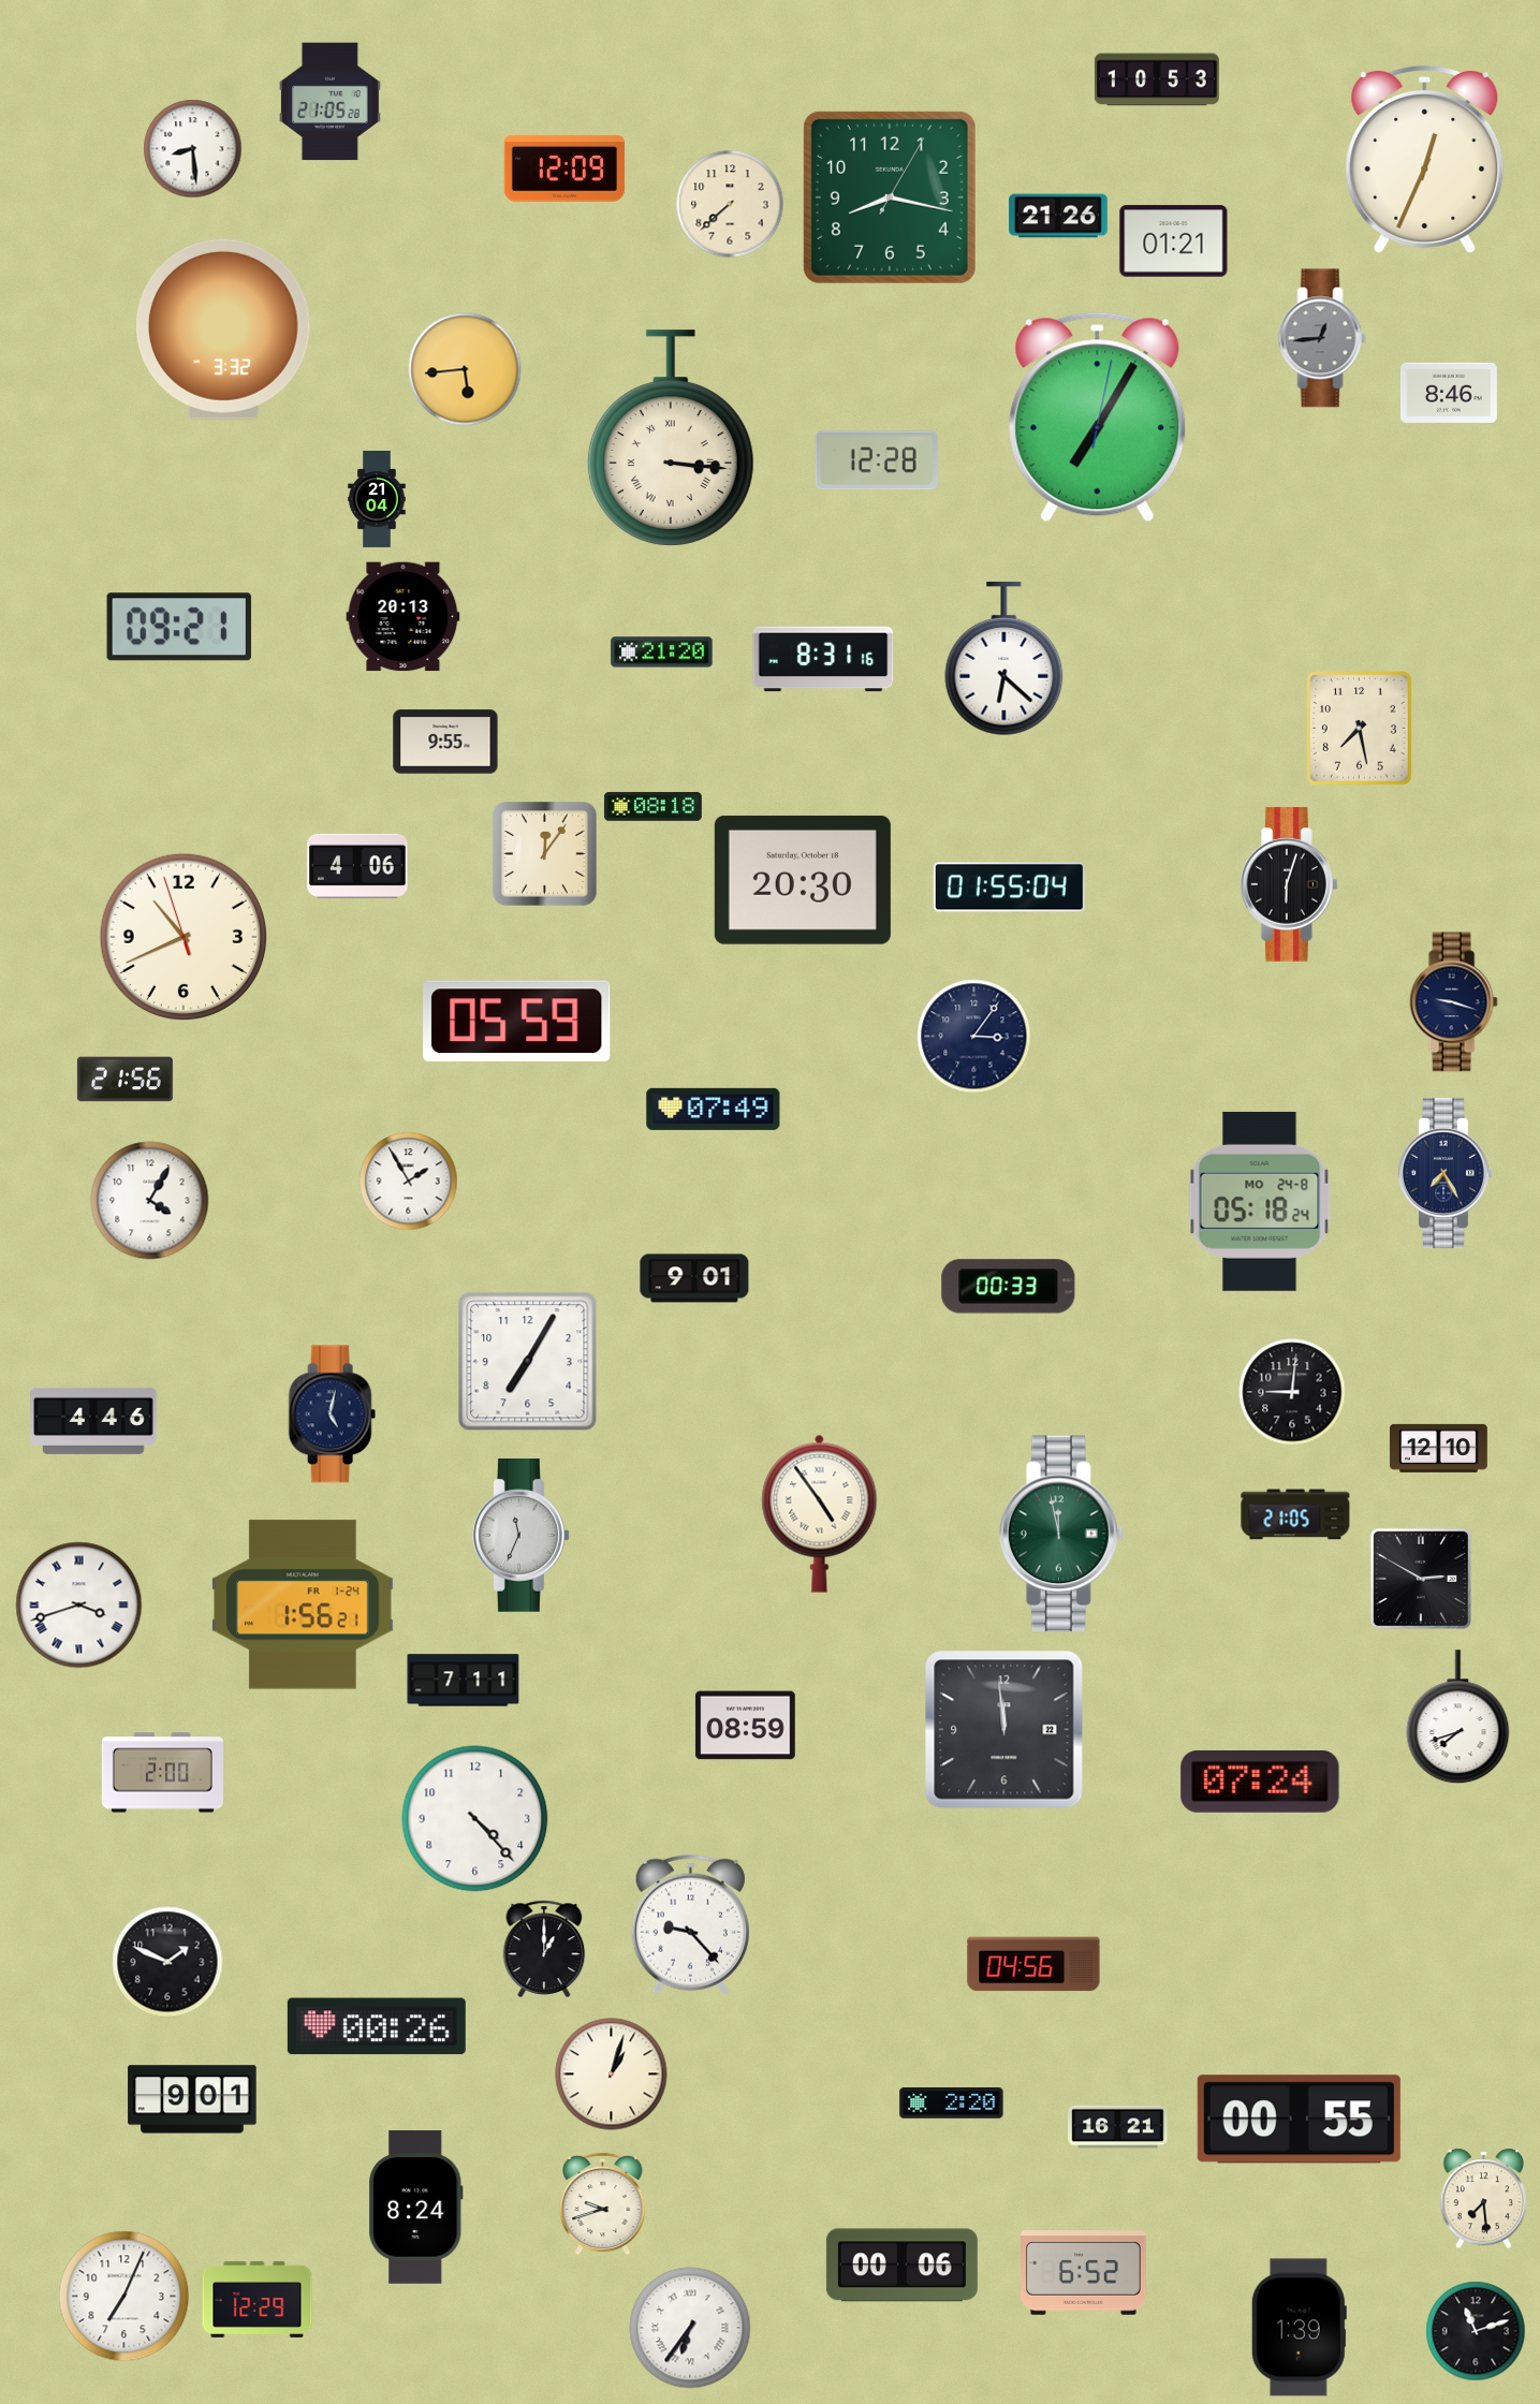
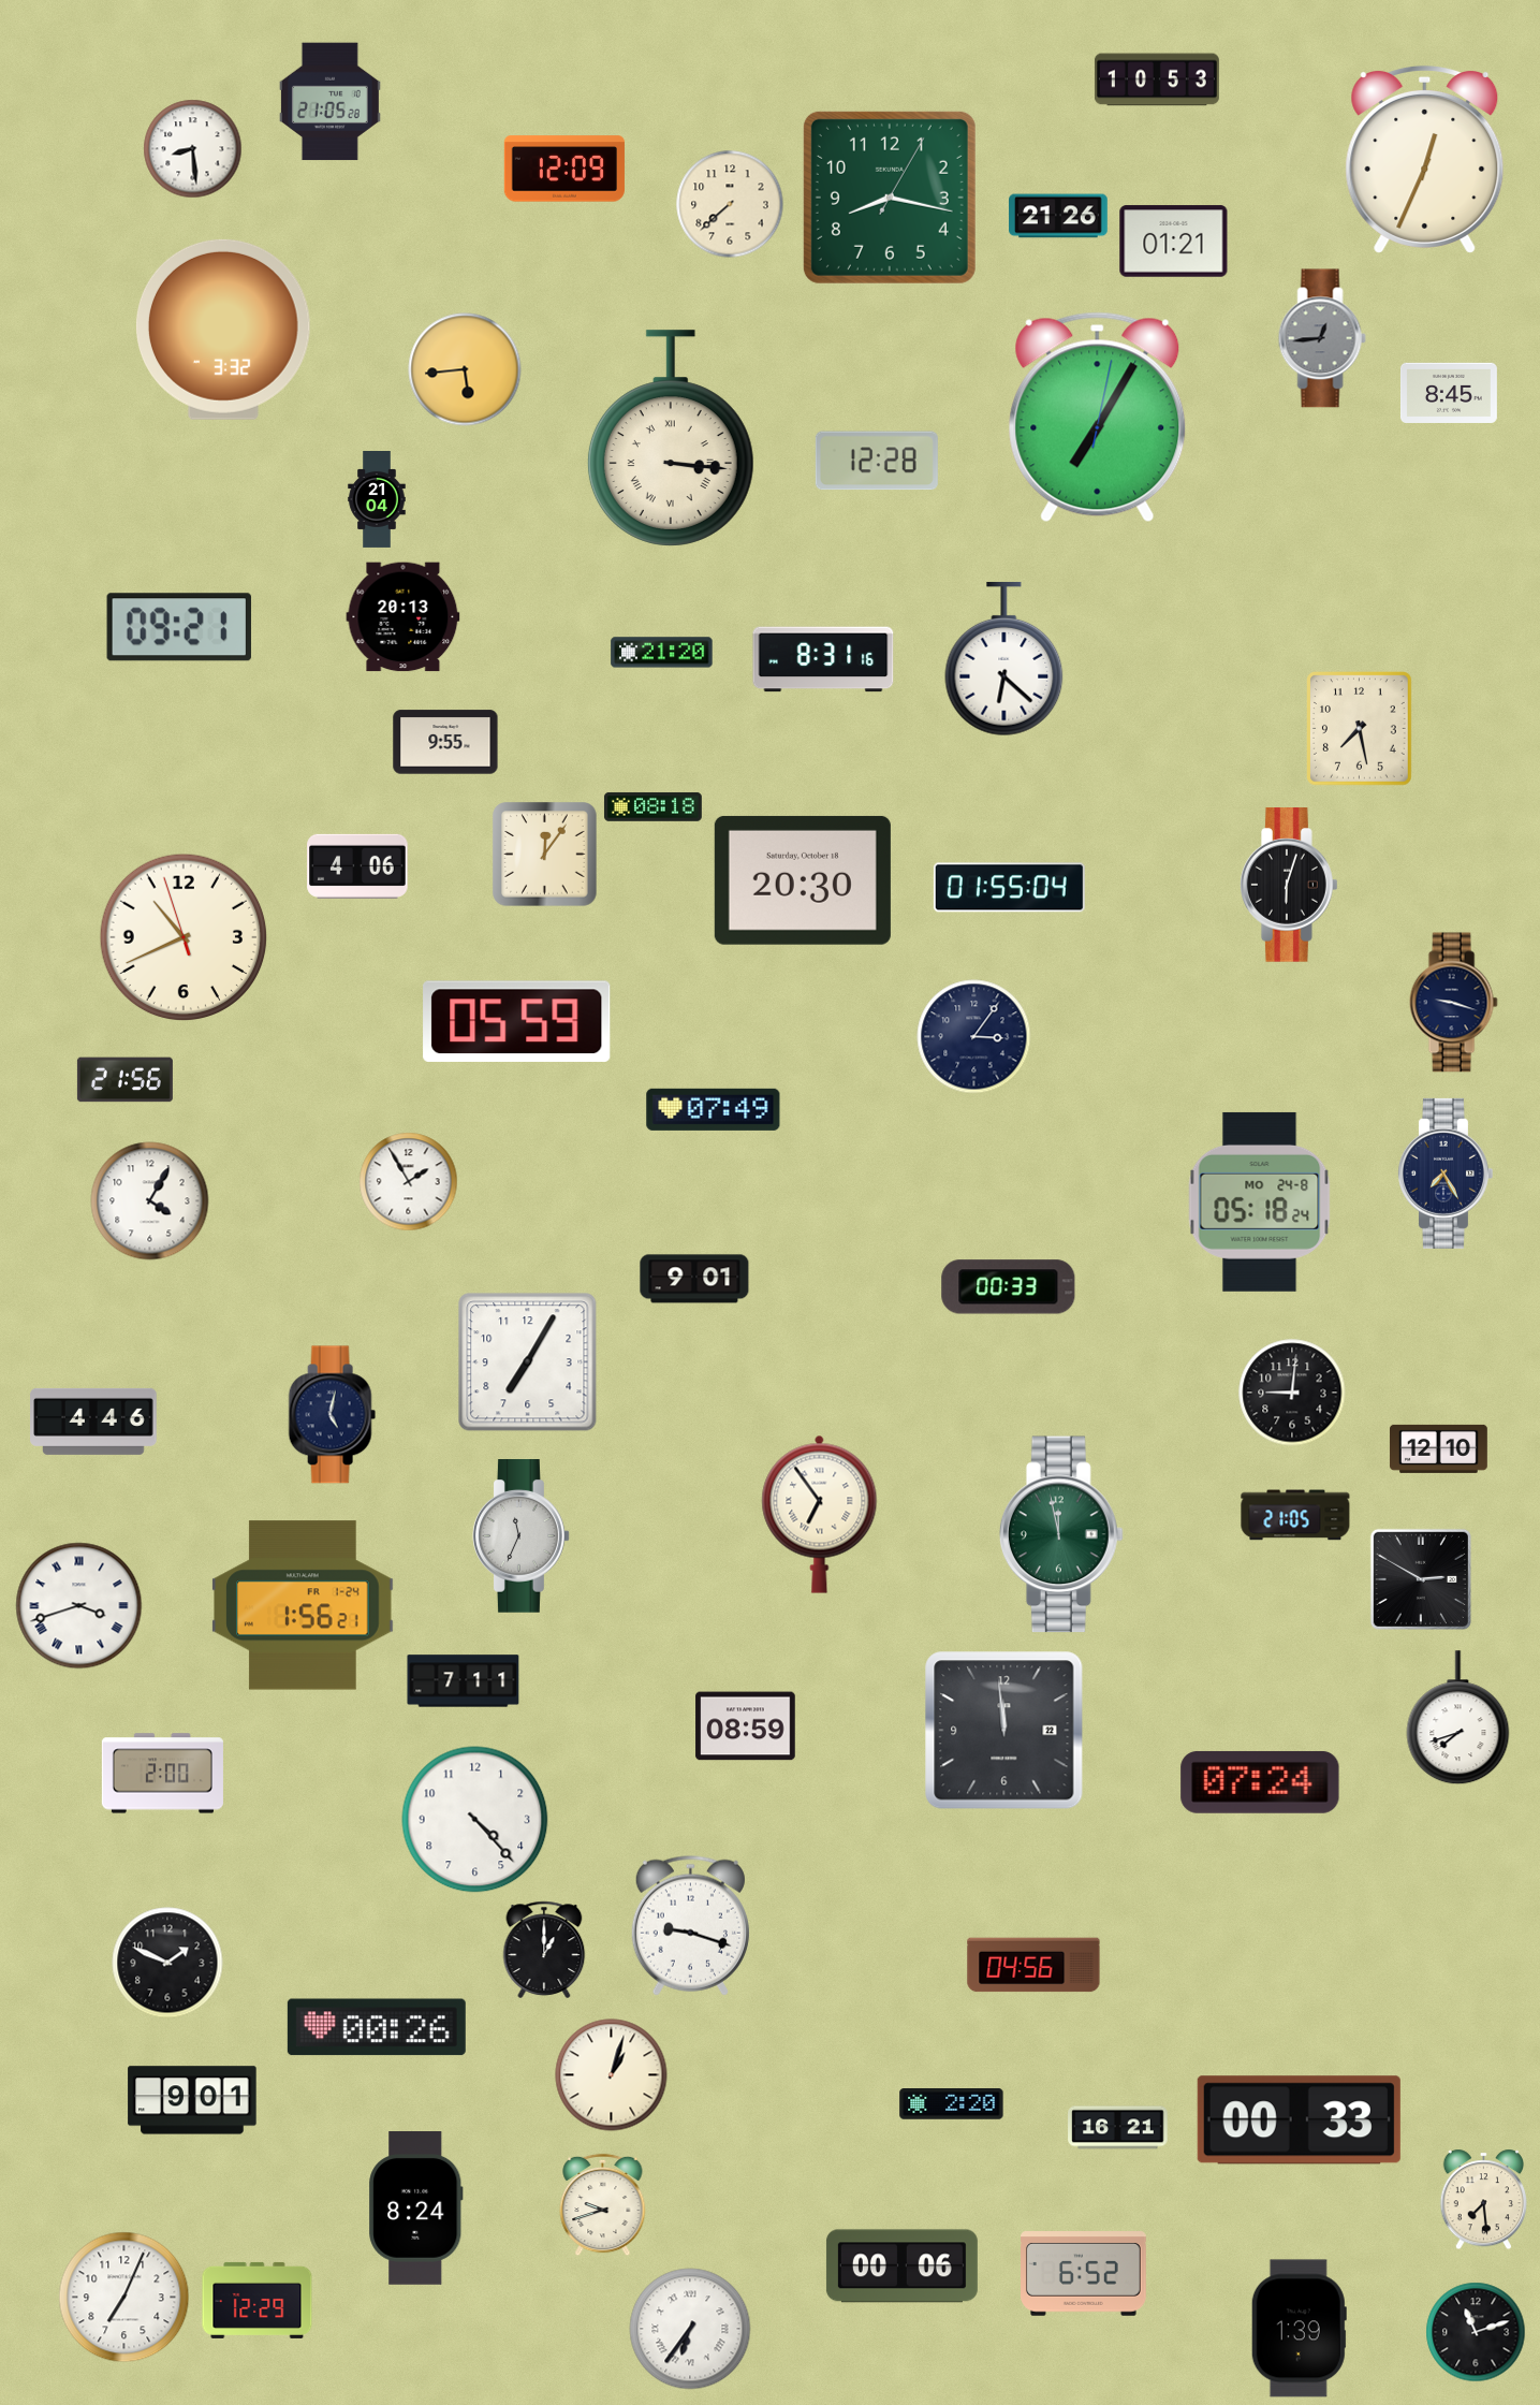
clock at (1449, 393): 8:46 -> 8:45
clock at (820, 1513): 4:54 -> 6:54
clock at (690, 1924): 9:23 -> 9:18
clock at (1299, 2120): 00:55 -> 00:33
